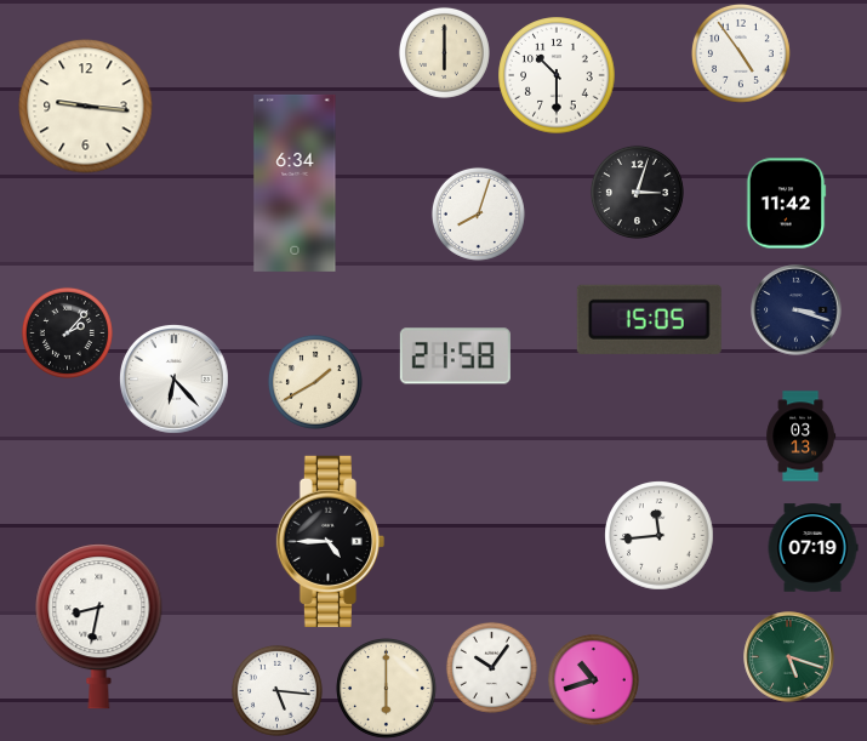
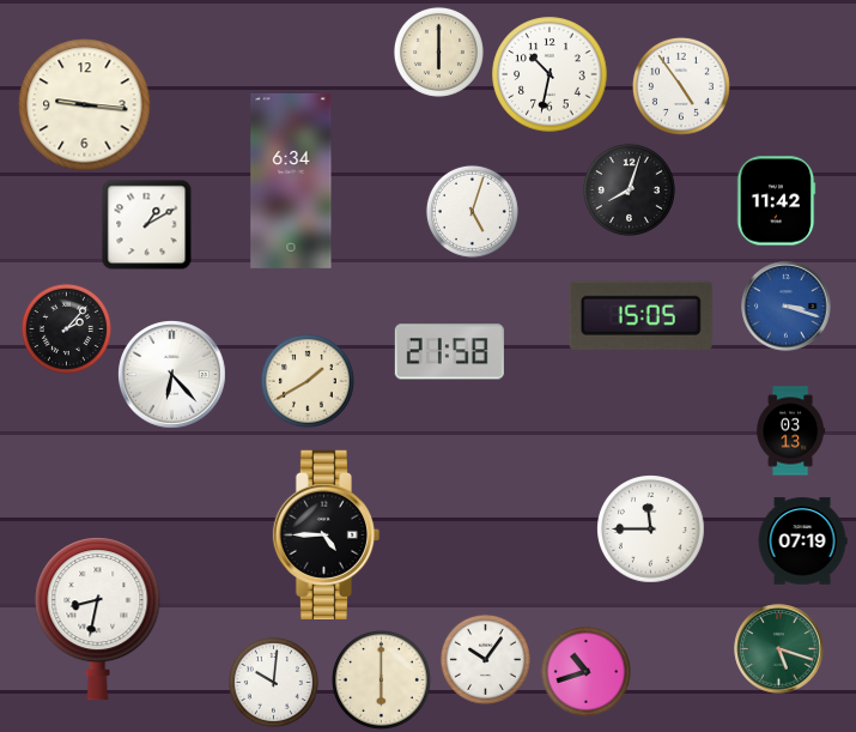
clock at (741, 53) position: (741, 53) -> (681, 86)
clock at (557, 75): 10:30 -> 10:32
clock at (637, 192): 3:03 -> 8:03
clock at (478, 213): 8:03 -> 5:03
clock at (147, 225): none -> 1:10
clock at (797, 310) dial: navy -> blue
clock at (315, 382) position: (315, 382) -> (308, 381)
clock at (660, 536): 11:44 -> 11:45
clock at (276, 690): 5:16 -> 10:01
